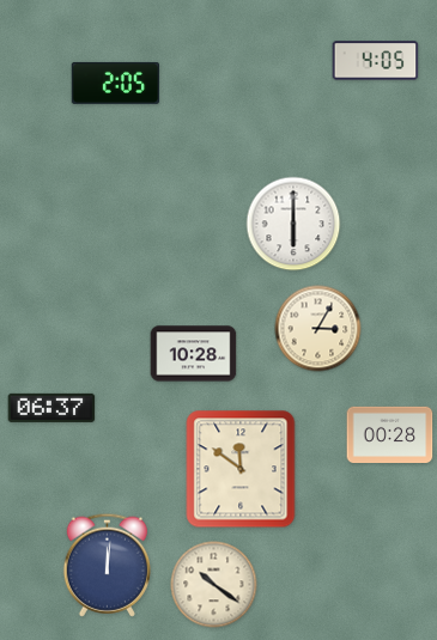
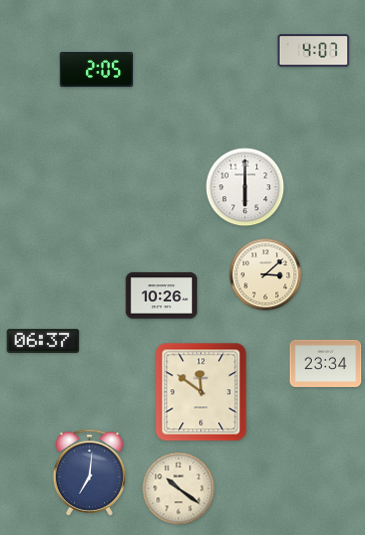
clock at (376, 61): 4:05 -> 4:07
clock at (318, 329): 3:05 -> 3:08
clock at (194, 354): 10:28 -> 10:26
clock at (390, 434): 00:28 -> 23:34
clock at (107, 565): 12:01 -> 7:01
